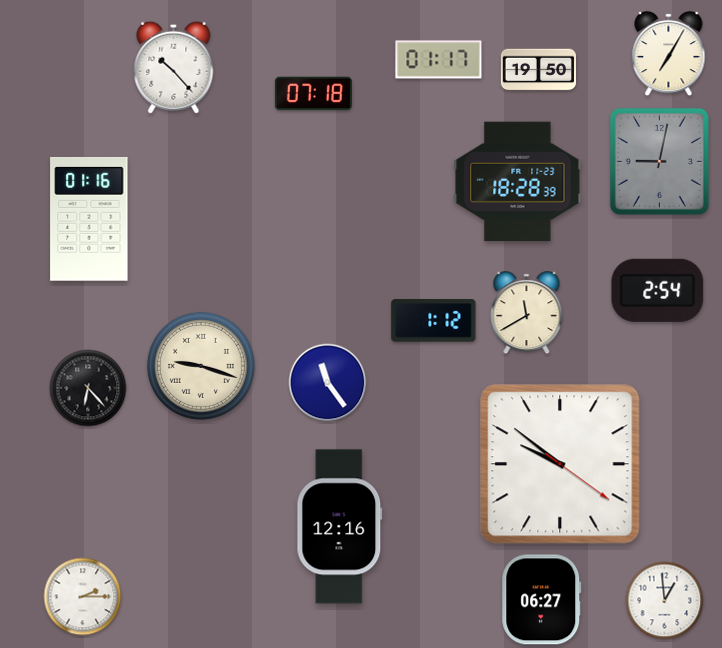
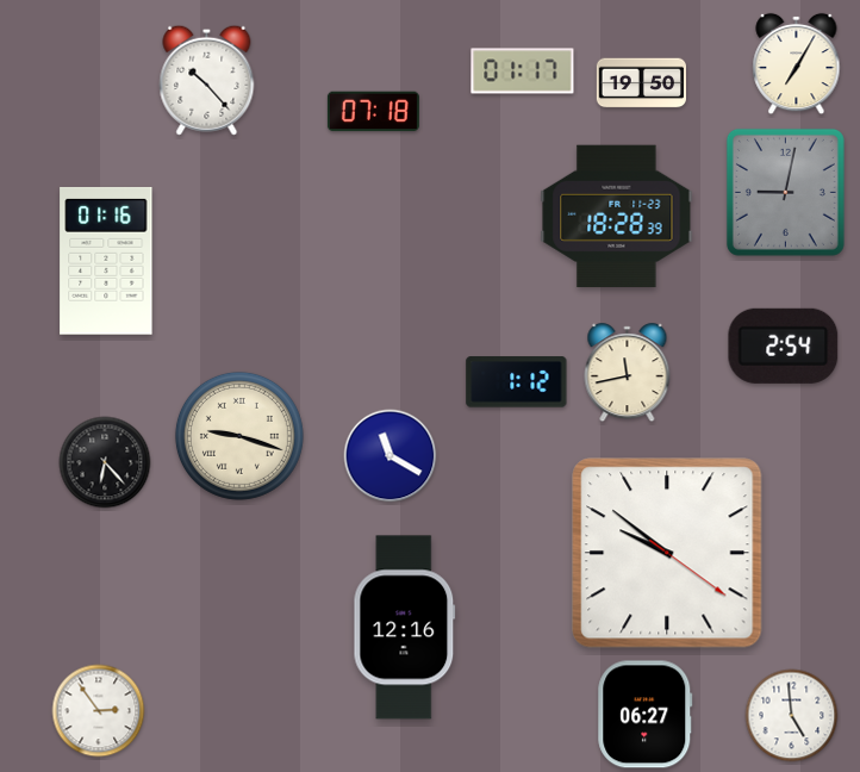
clock at (527, 313): 11:40 -> 11:43
clock at (328, 383): 11:24 -> 11:20
clock at (83, 597): 2:15 -> 2:54
clock at (665, 601): 12:59 -> 4:59
